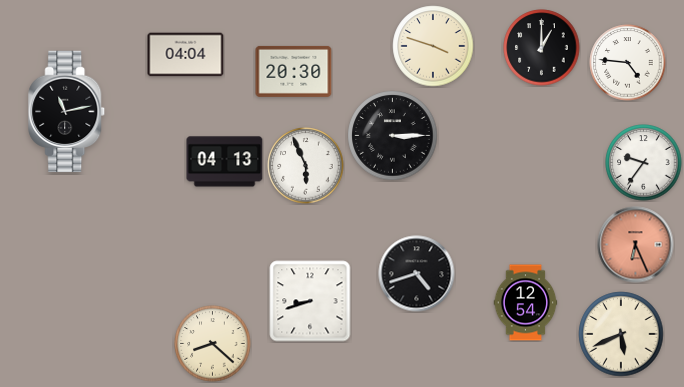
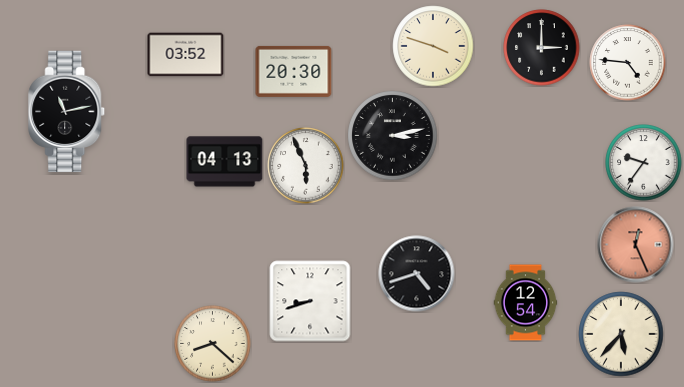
clock at (542, 48): 1:00 -> 3:00
clock at (186, 55): 04:04 -> 03:52
clock at (393, 136): 3:15 -> 3:13
clock at (636, 245): 6:26 -> 12:26
clock at (621, 334): 5:41 -> 5:37
